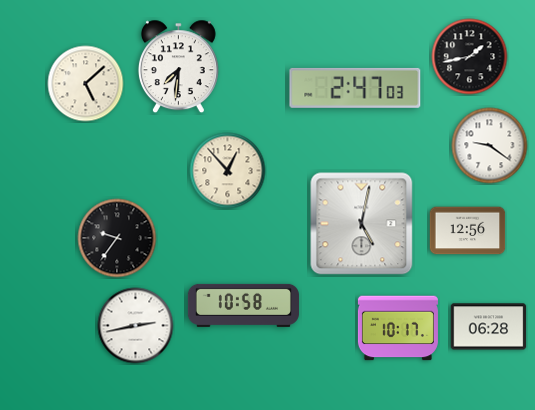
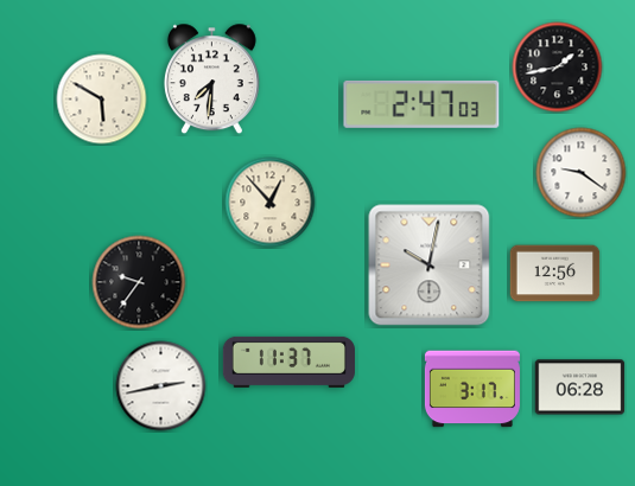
clock at (86, 84): 5:08 -> 5:50
clock at (362, 224): 5:02 -> 10:02
clock at (243, 305): 10:58 -> 11:37
clock at (398, 328): 10:17 -> 3:17
